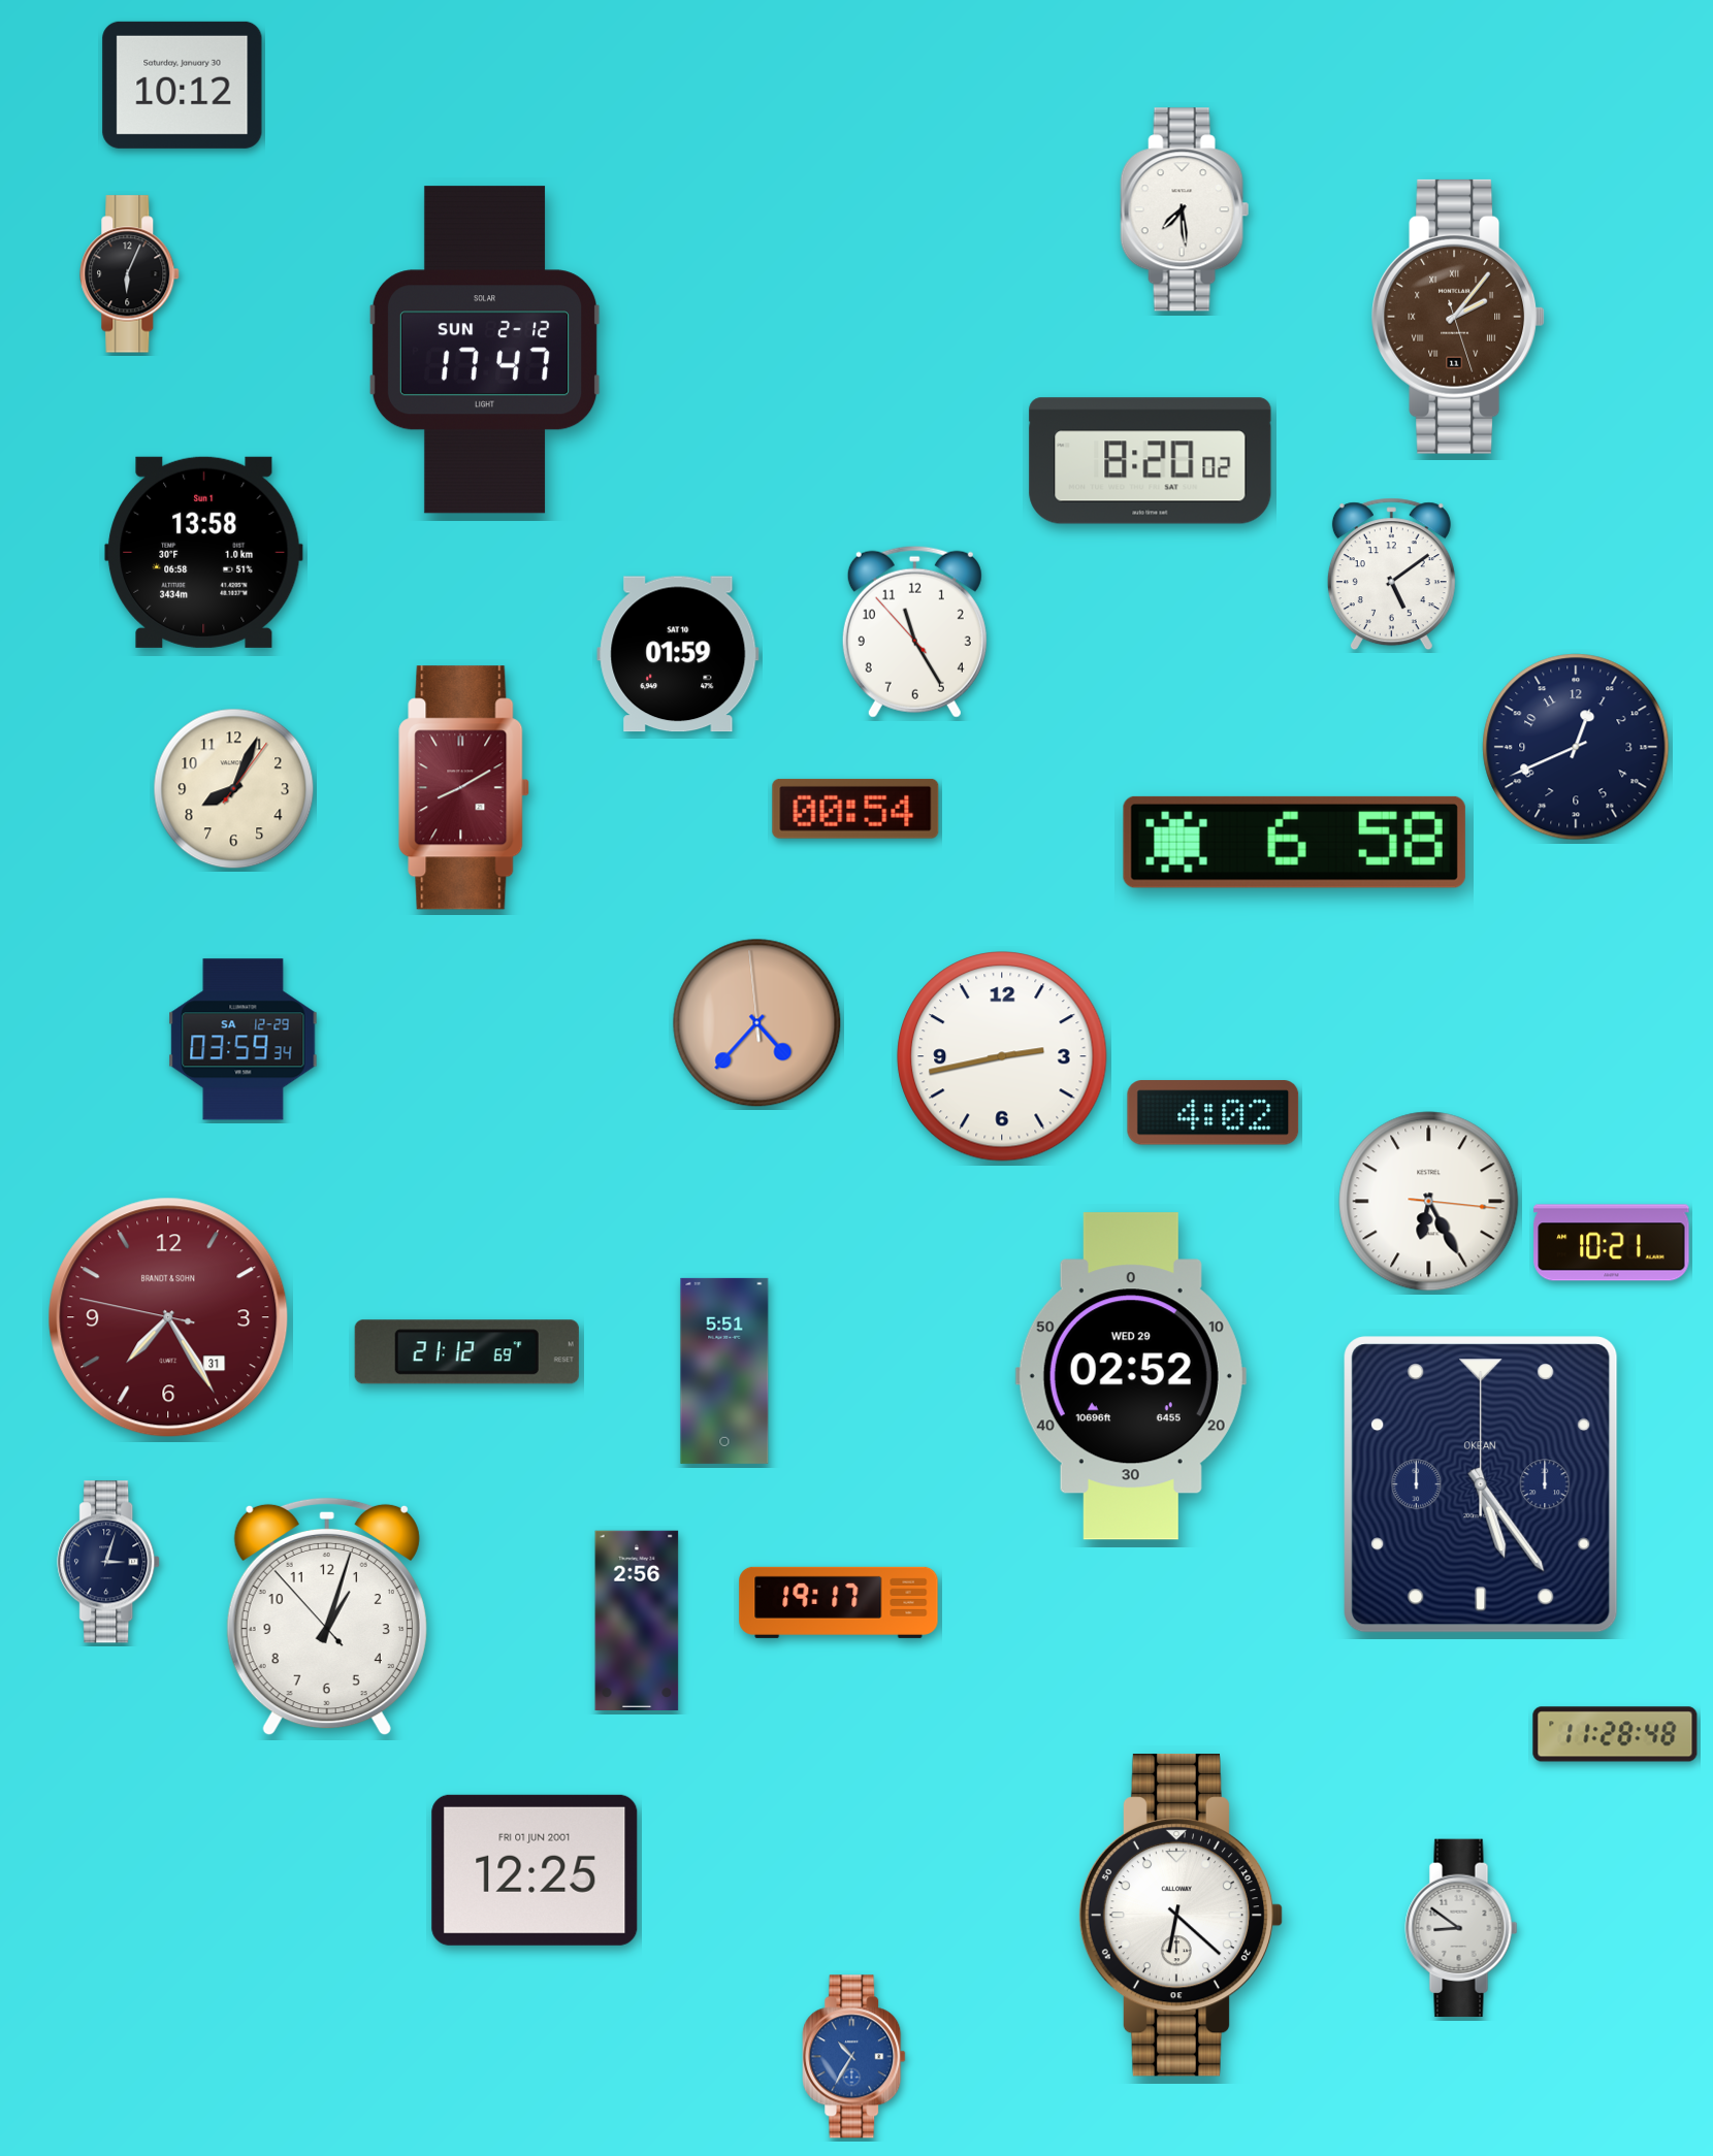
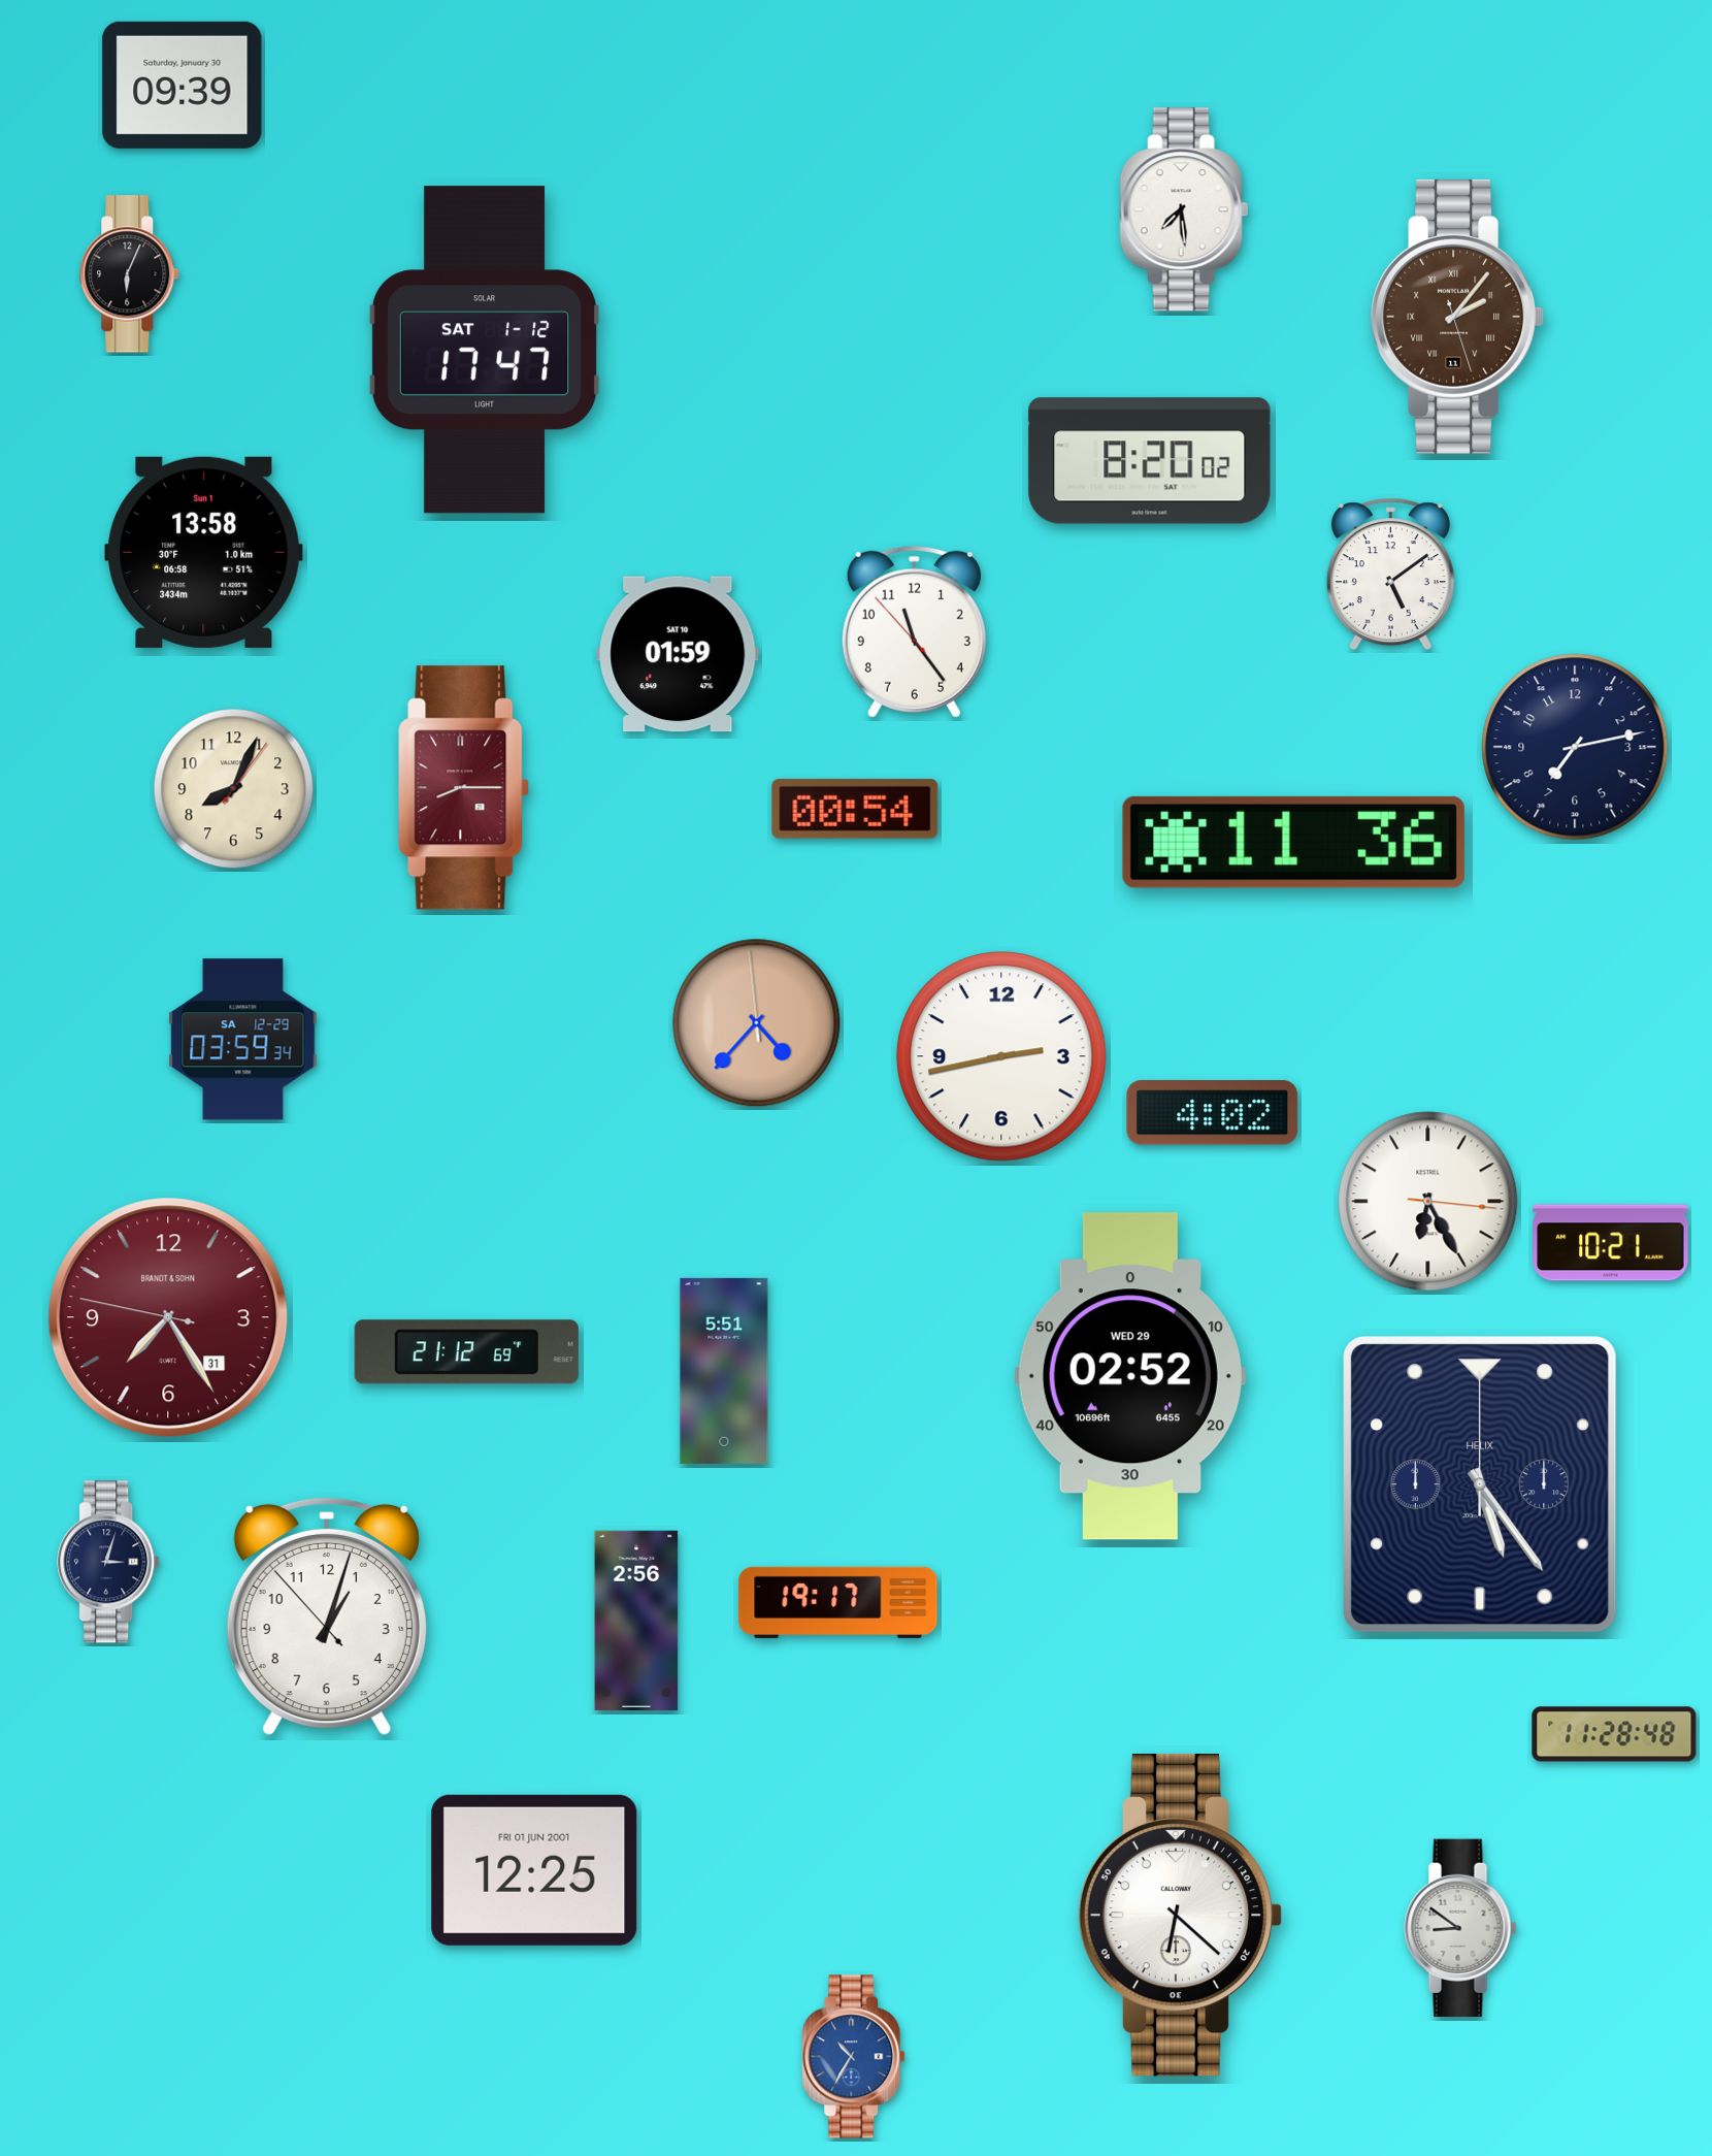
clock at (183, 85): 10:12 -> 09:39
clock at (485, 350) date: SUN 2-12 -> SAT 1-12
clock at (914, 631): 11:24 -> 11:23
clock at (1576, 747): 12:41 -> 7:13
clock at (464, 788): 8:10 -> 8:15
clock at (1294, 842): 6:58 -> 11:36
clock at (1481, 1484) brand: OKEAN -> HELIX
